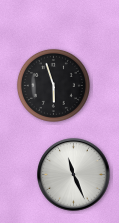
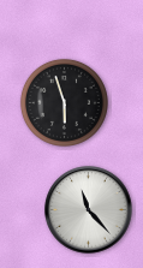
clock at (74, 175): 11:26 -> 11:23
